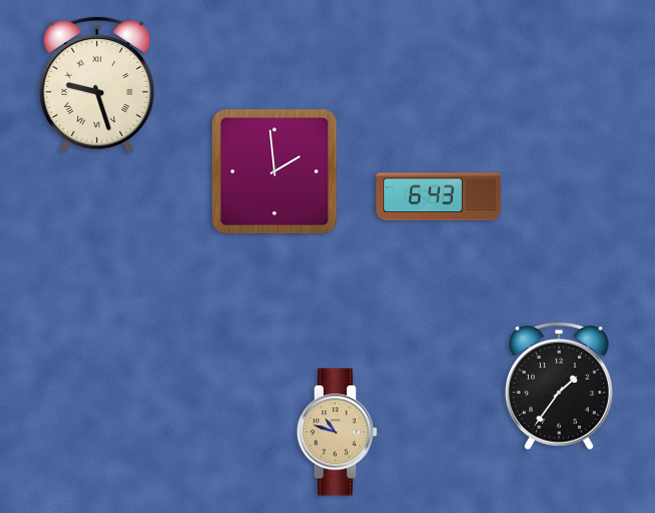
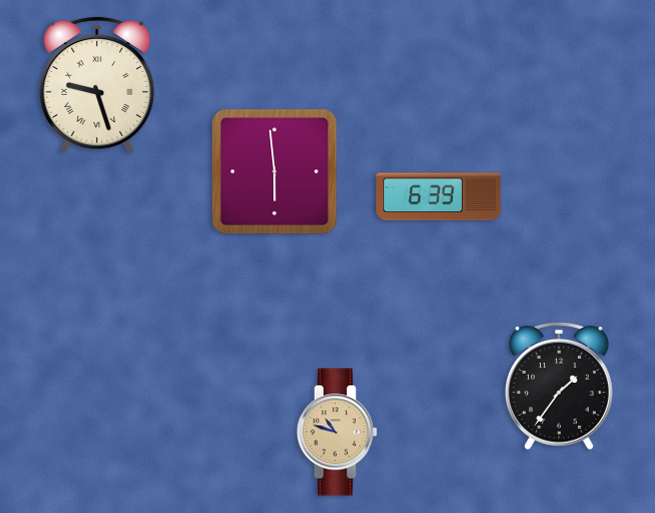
clock at (275, 172): 1:59 -> 5:59
clock at (439, 197): 6:43 -> 6:39
